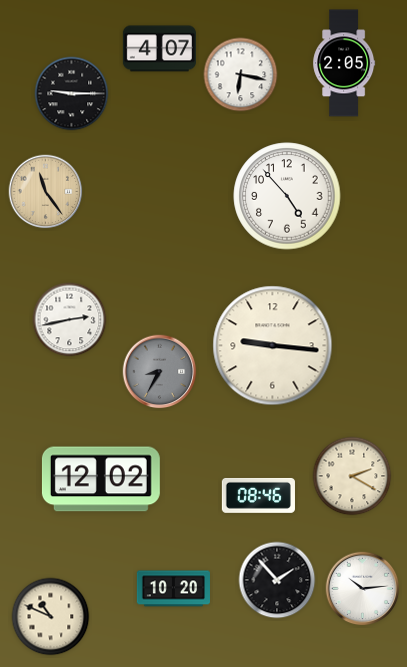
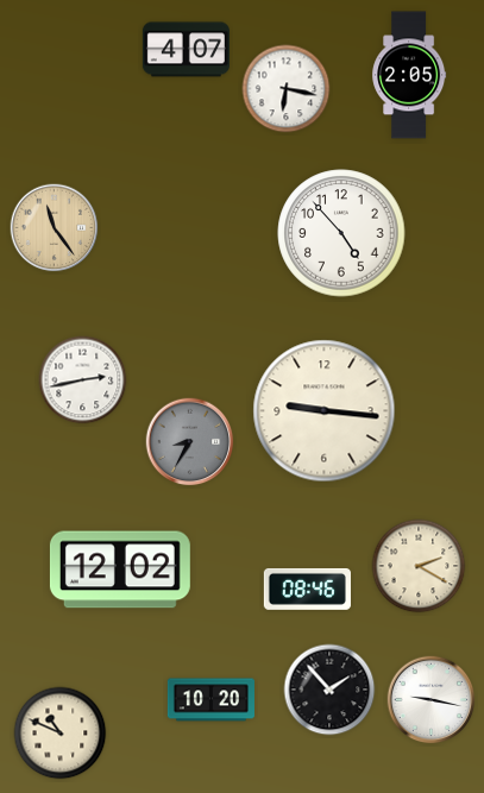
clock at (159, 49) position: (159, 49) -> (186, 50)
clock at (72, 94): 9:15 -> none
clock at (173, 589) position: (173, 589) -> (210, 700)
clock at (363, 589): 10:14 -> 9:17
